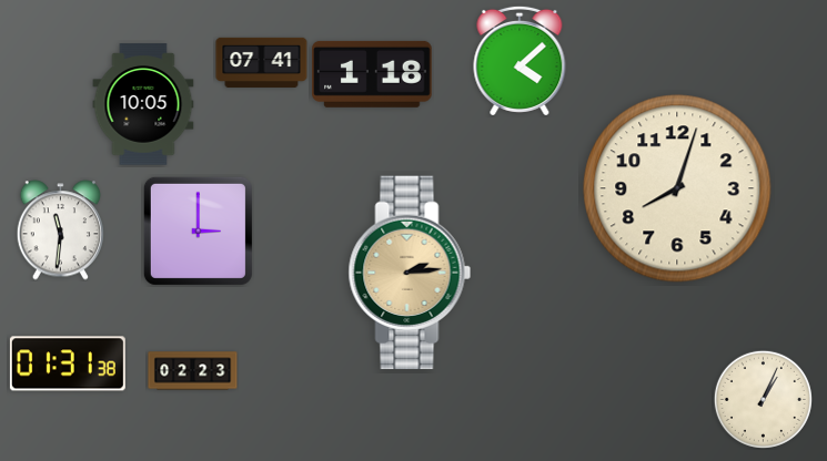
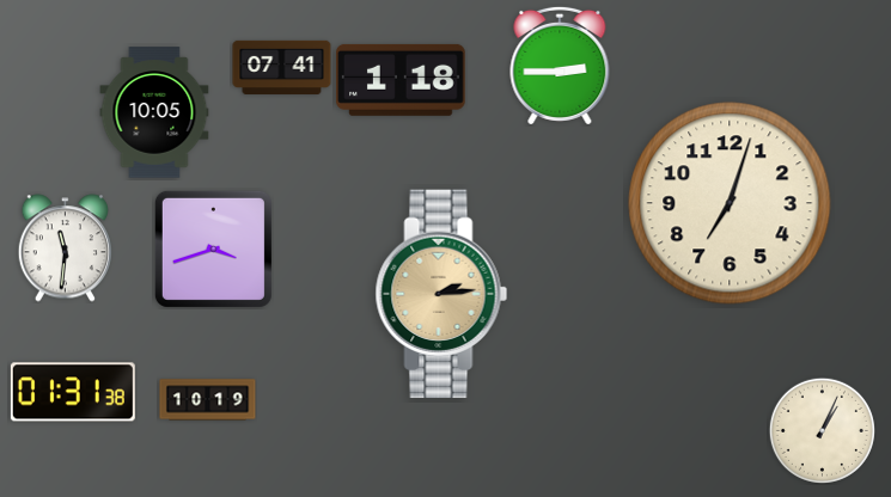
clock at (520, 61): 4:08 -> 2:45
clock at (677, 188): 8:03 -> 7:03
clock at (198, 230): 3:00 -> 3:42
clock at (193, 371): 02:23 -> 10:19
